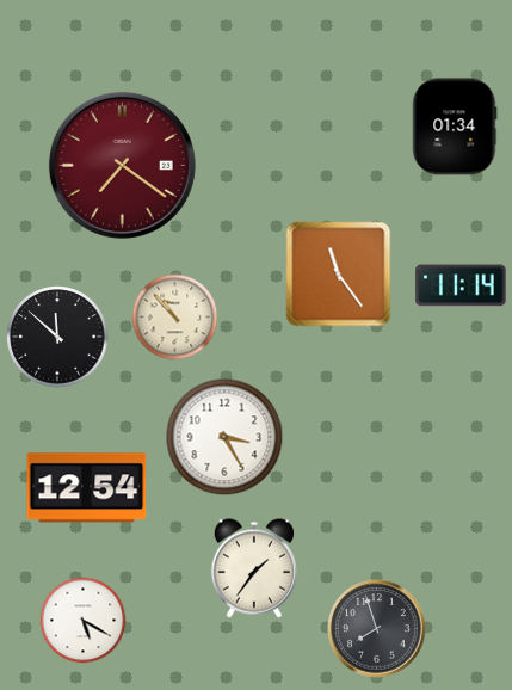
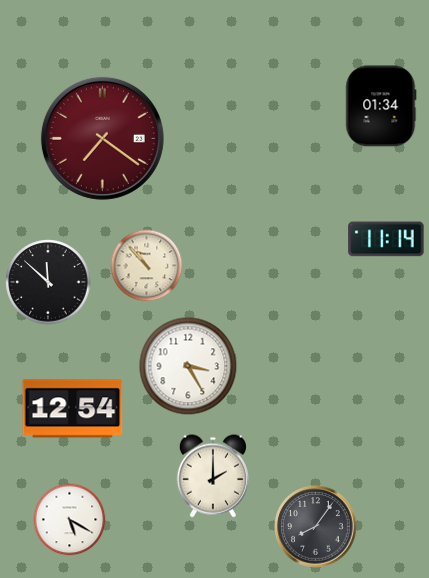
clock at (339, 275): 11:24 -> none
clock at (254, 568): 1:36 -> 2:00
clock at (377, 629): 7:57 -> 8:06
